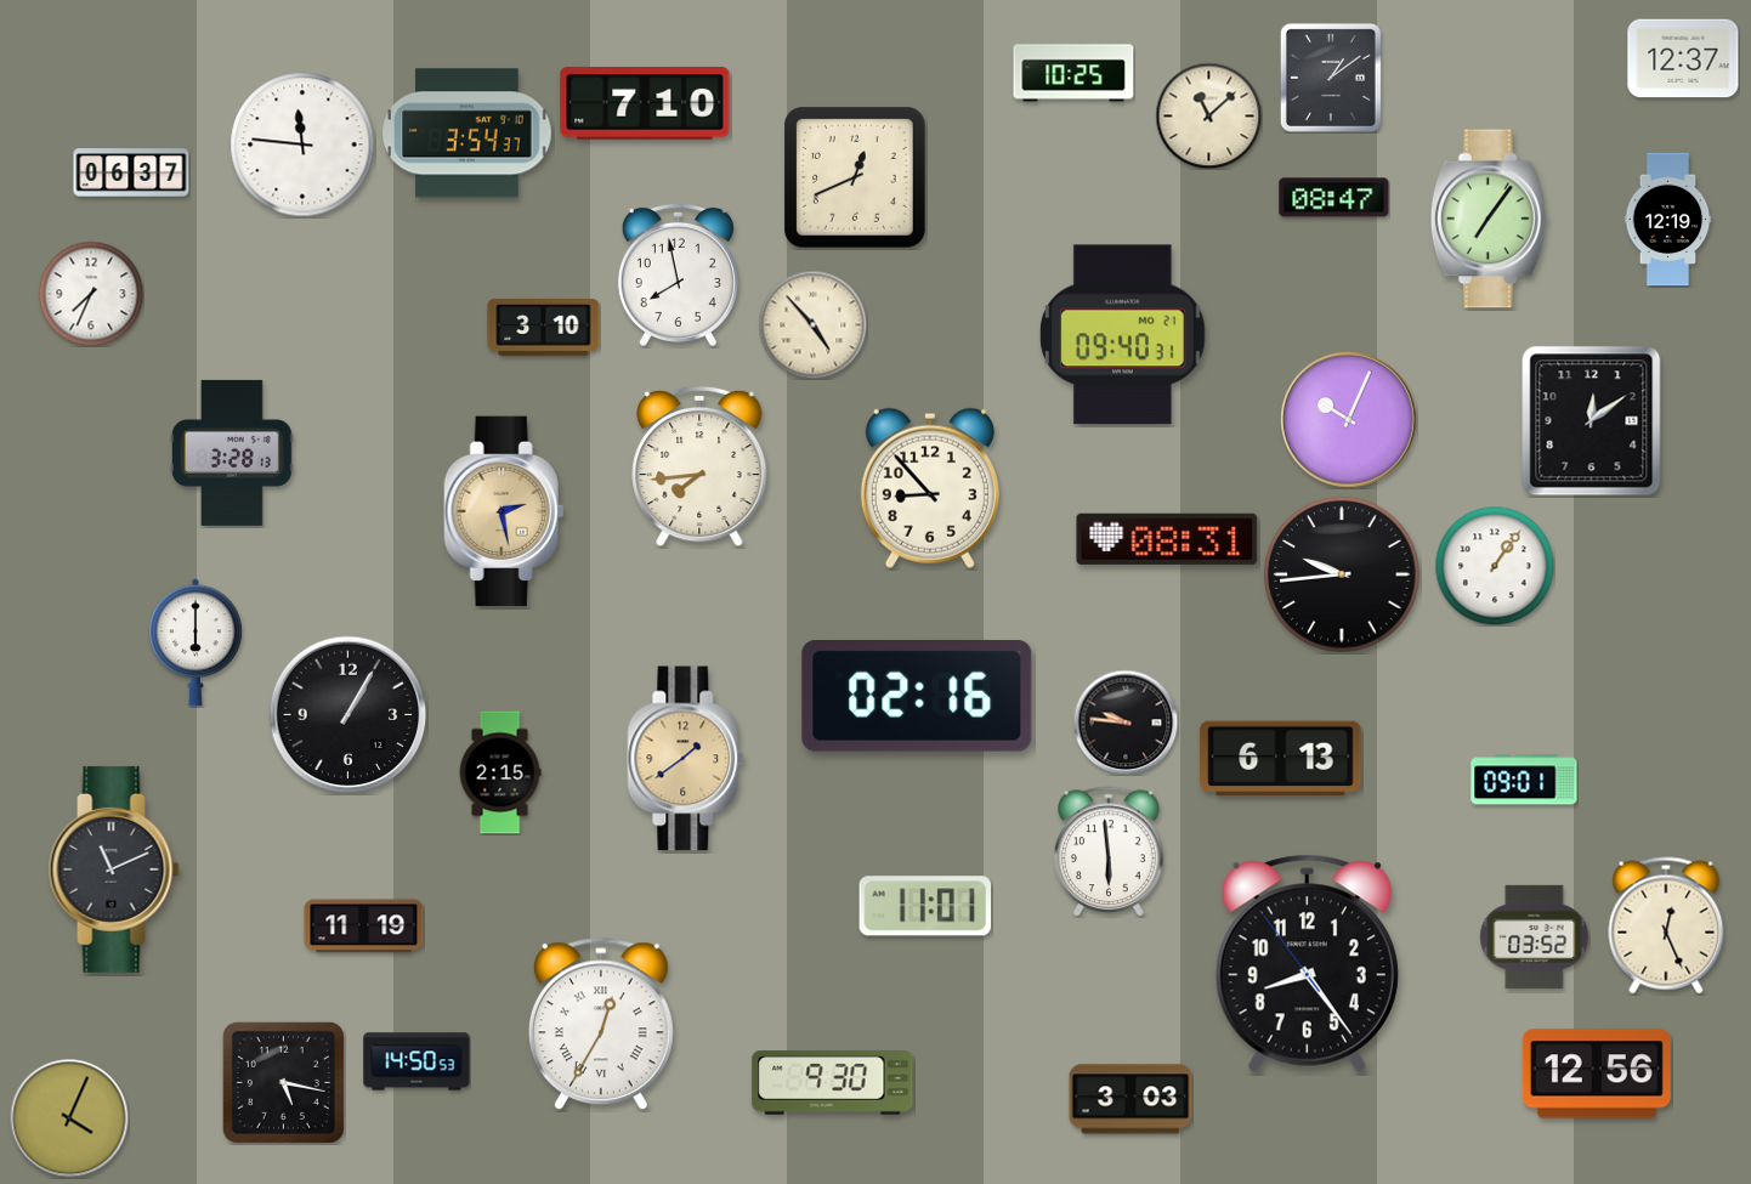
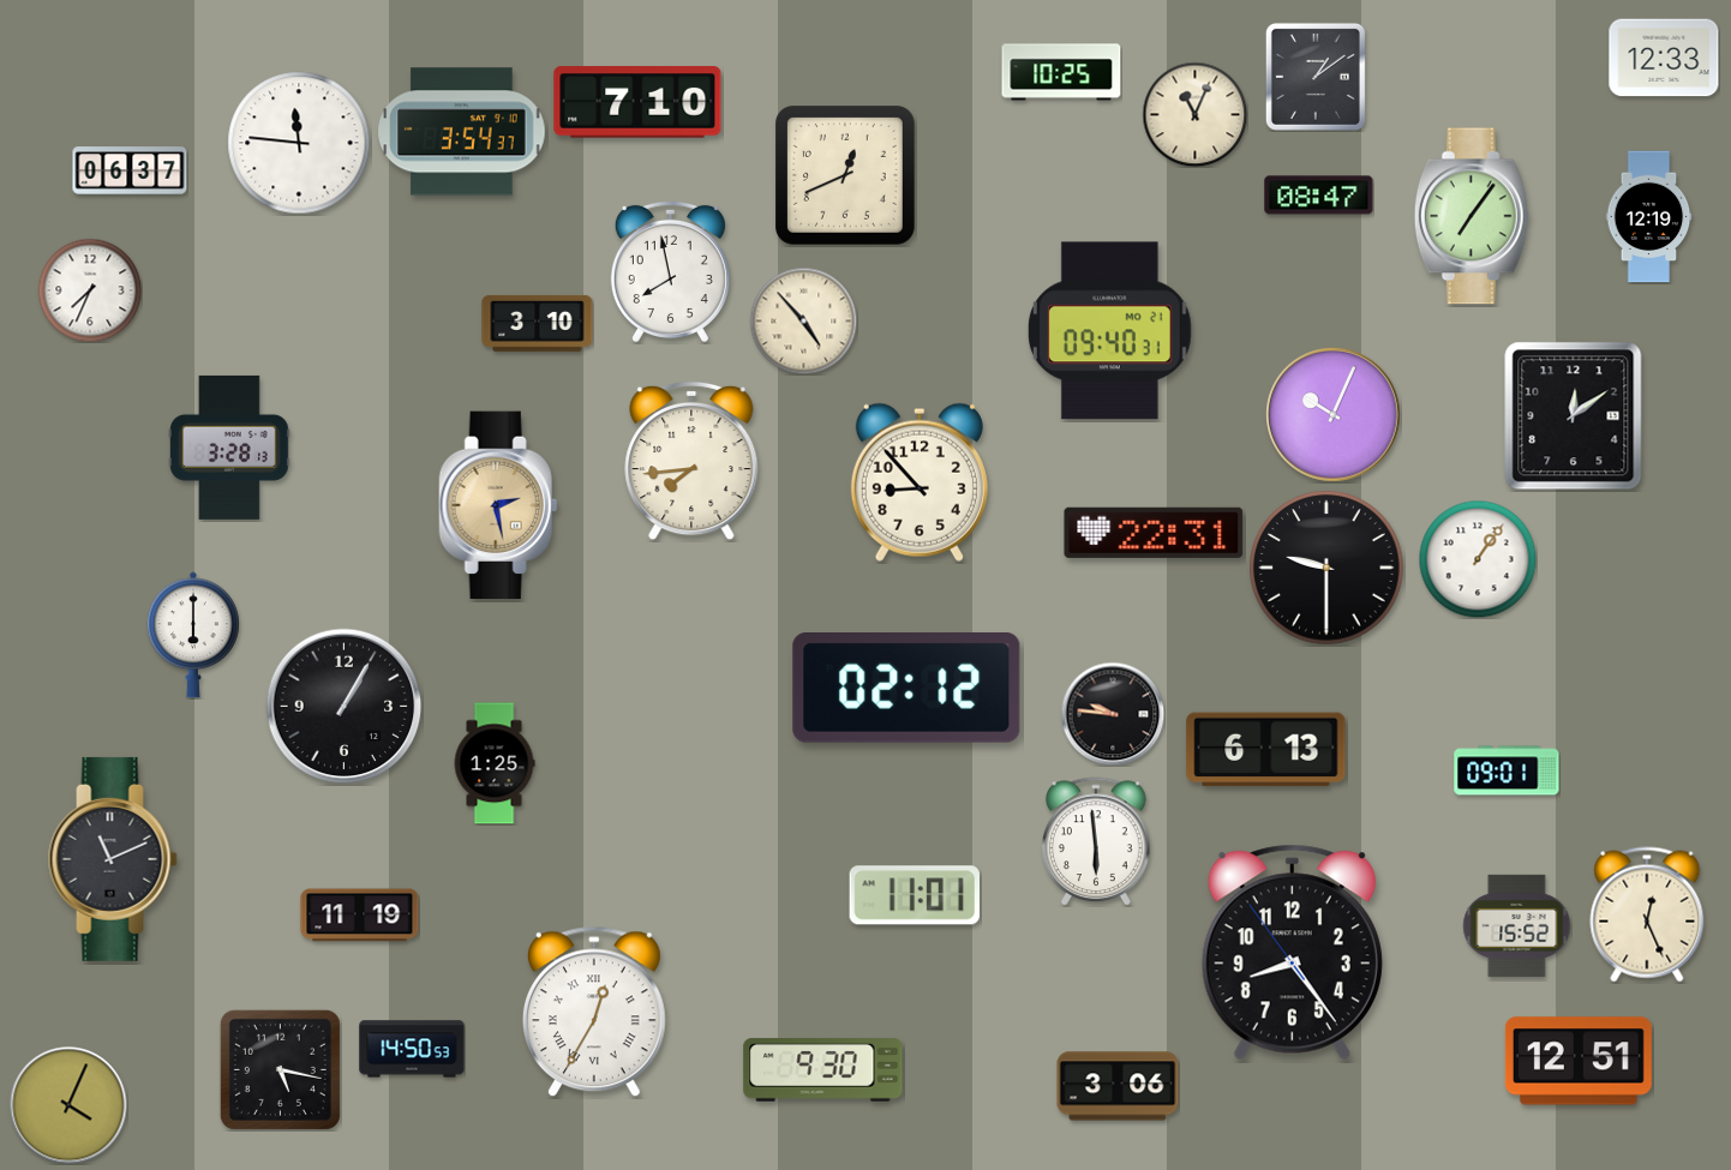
clock at (1683, 58): 12:37 -> 12:33
clock at (1208, 115): 11:08 -> 11:04
clock at (1167, 539): 08:31 -> 22:31
clock at (1342, 574): 9:44 -> 9:30
clock at (917, 697): 02:16 -> 02:12
clock at (686, 759): 1:39 -> none
clock at (500, 772): 2:15 -> 1:25
clock at (1535, 936): 03:52 -> 15:52
clock at (1597, 1073): 12:56 -> 12:51
clock at (1130, 1099): 3:03 -> 3:06
